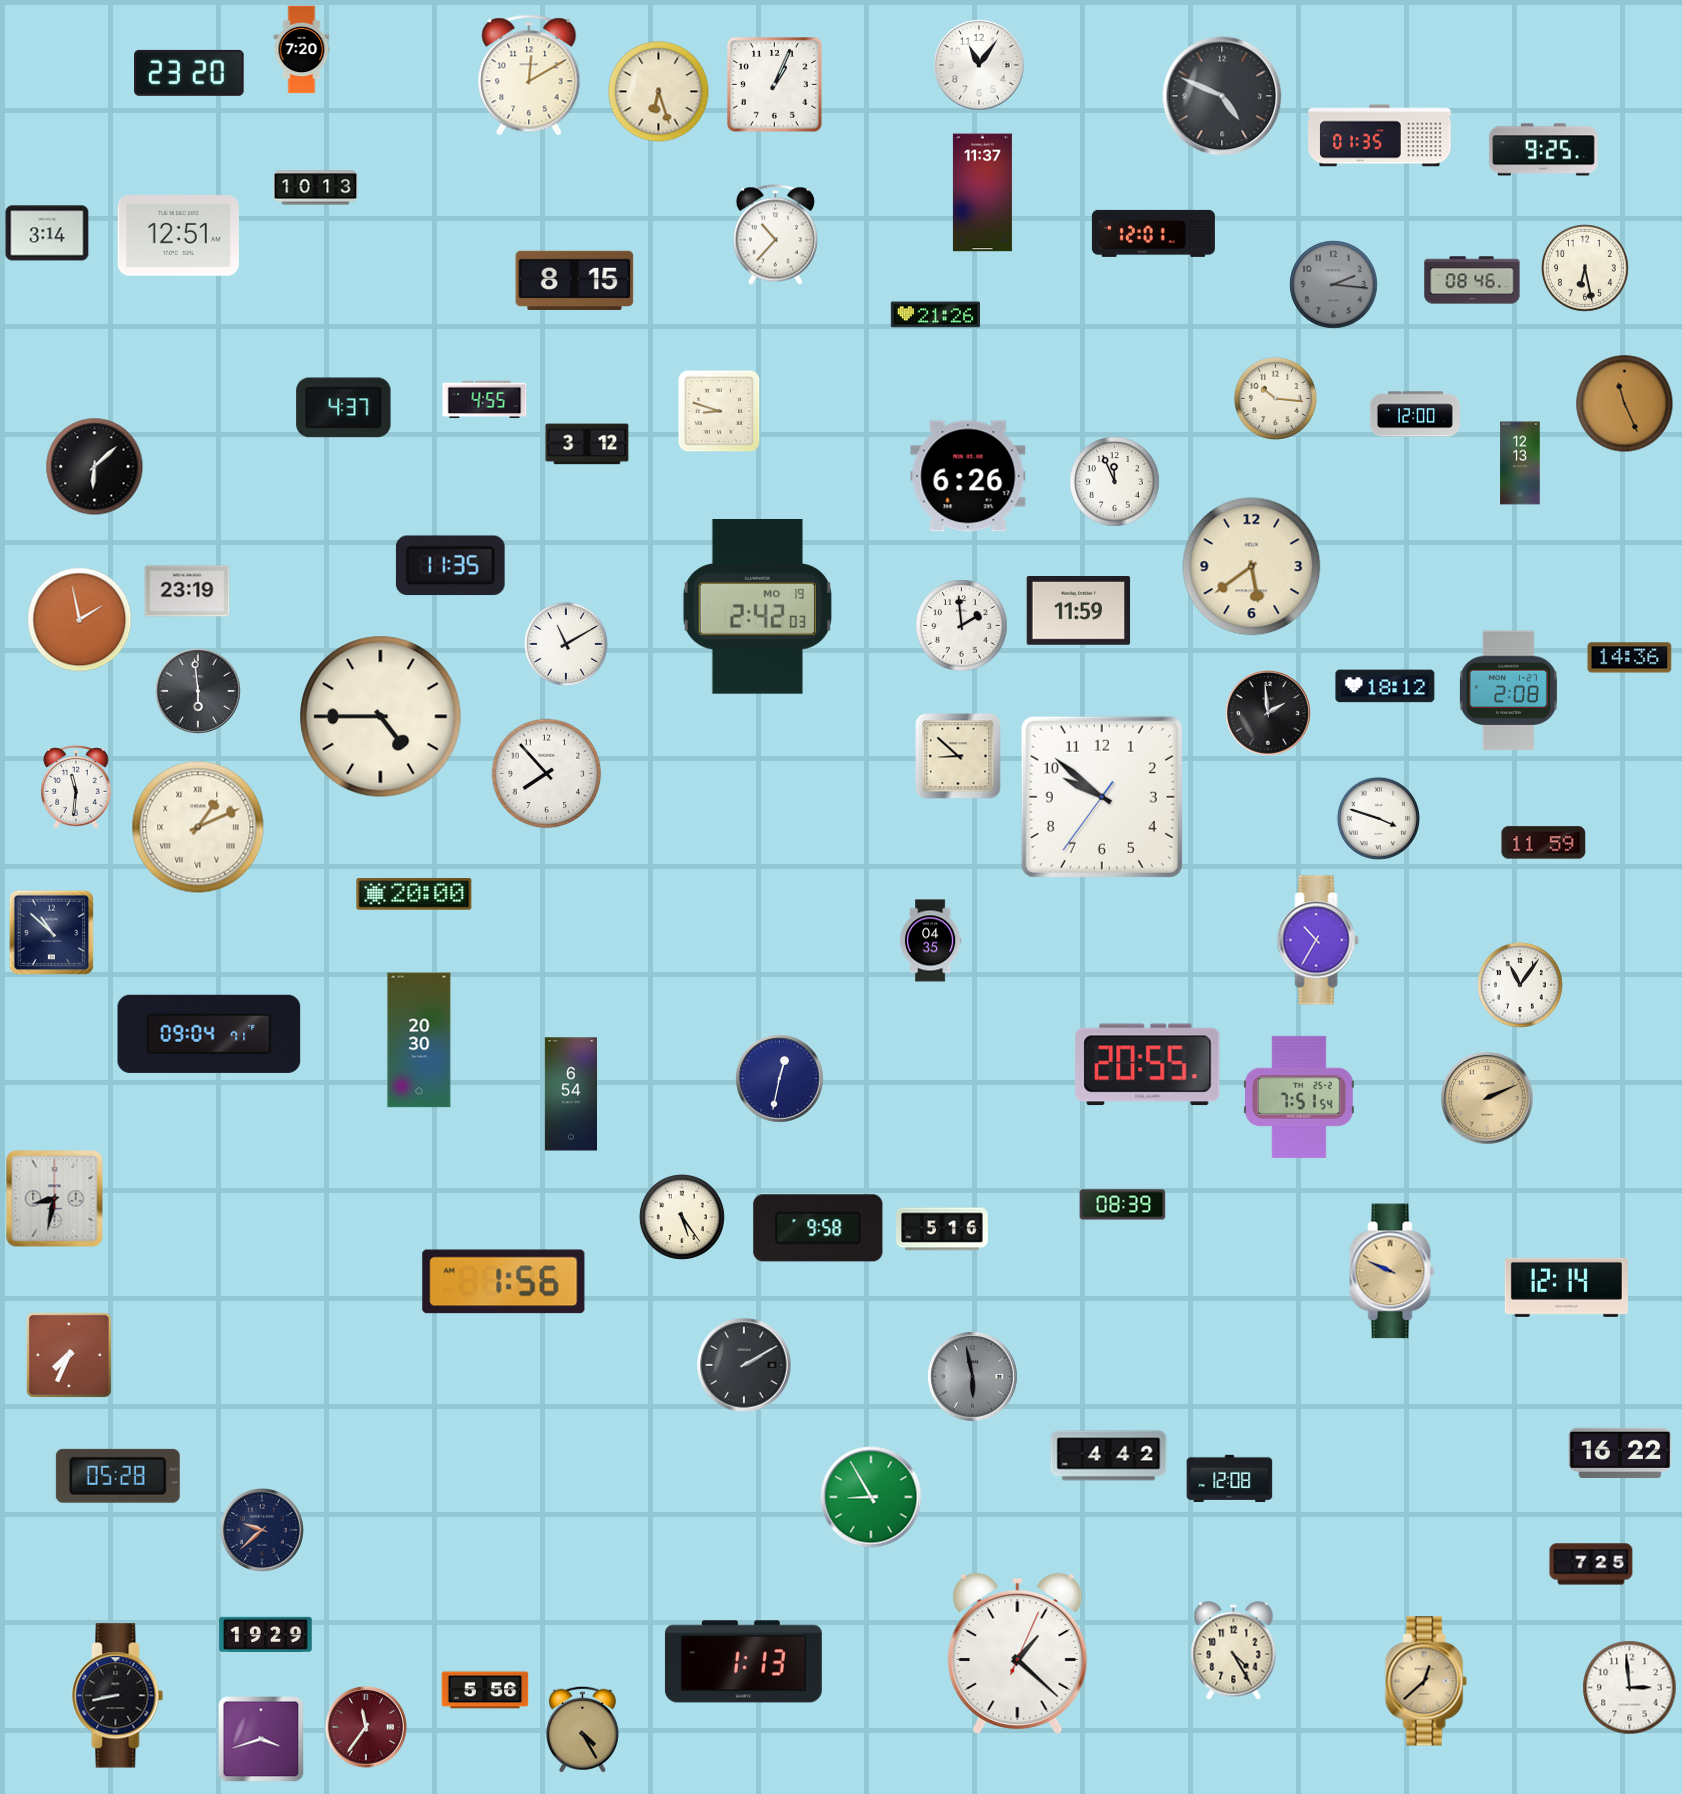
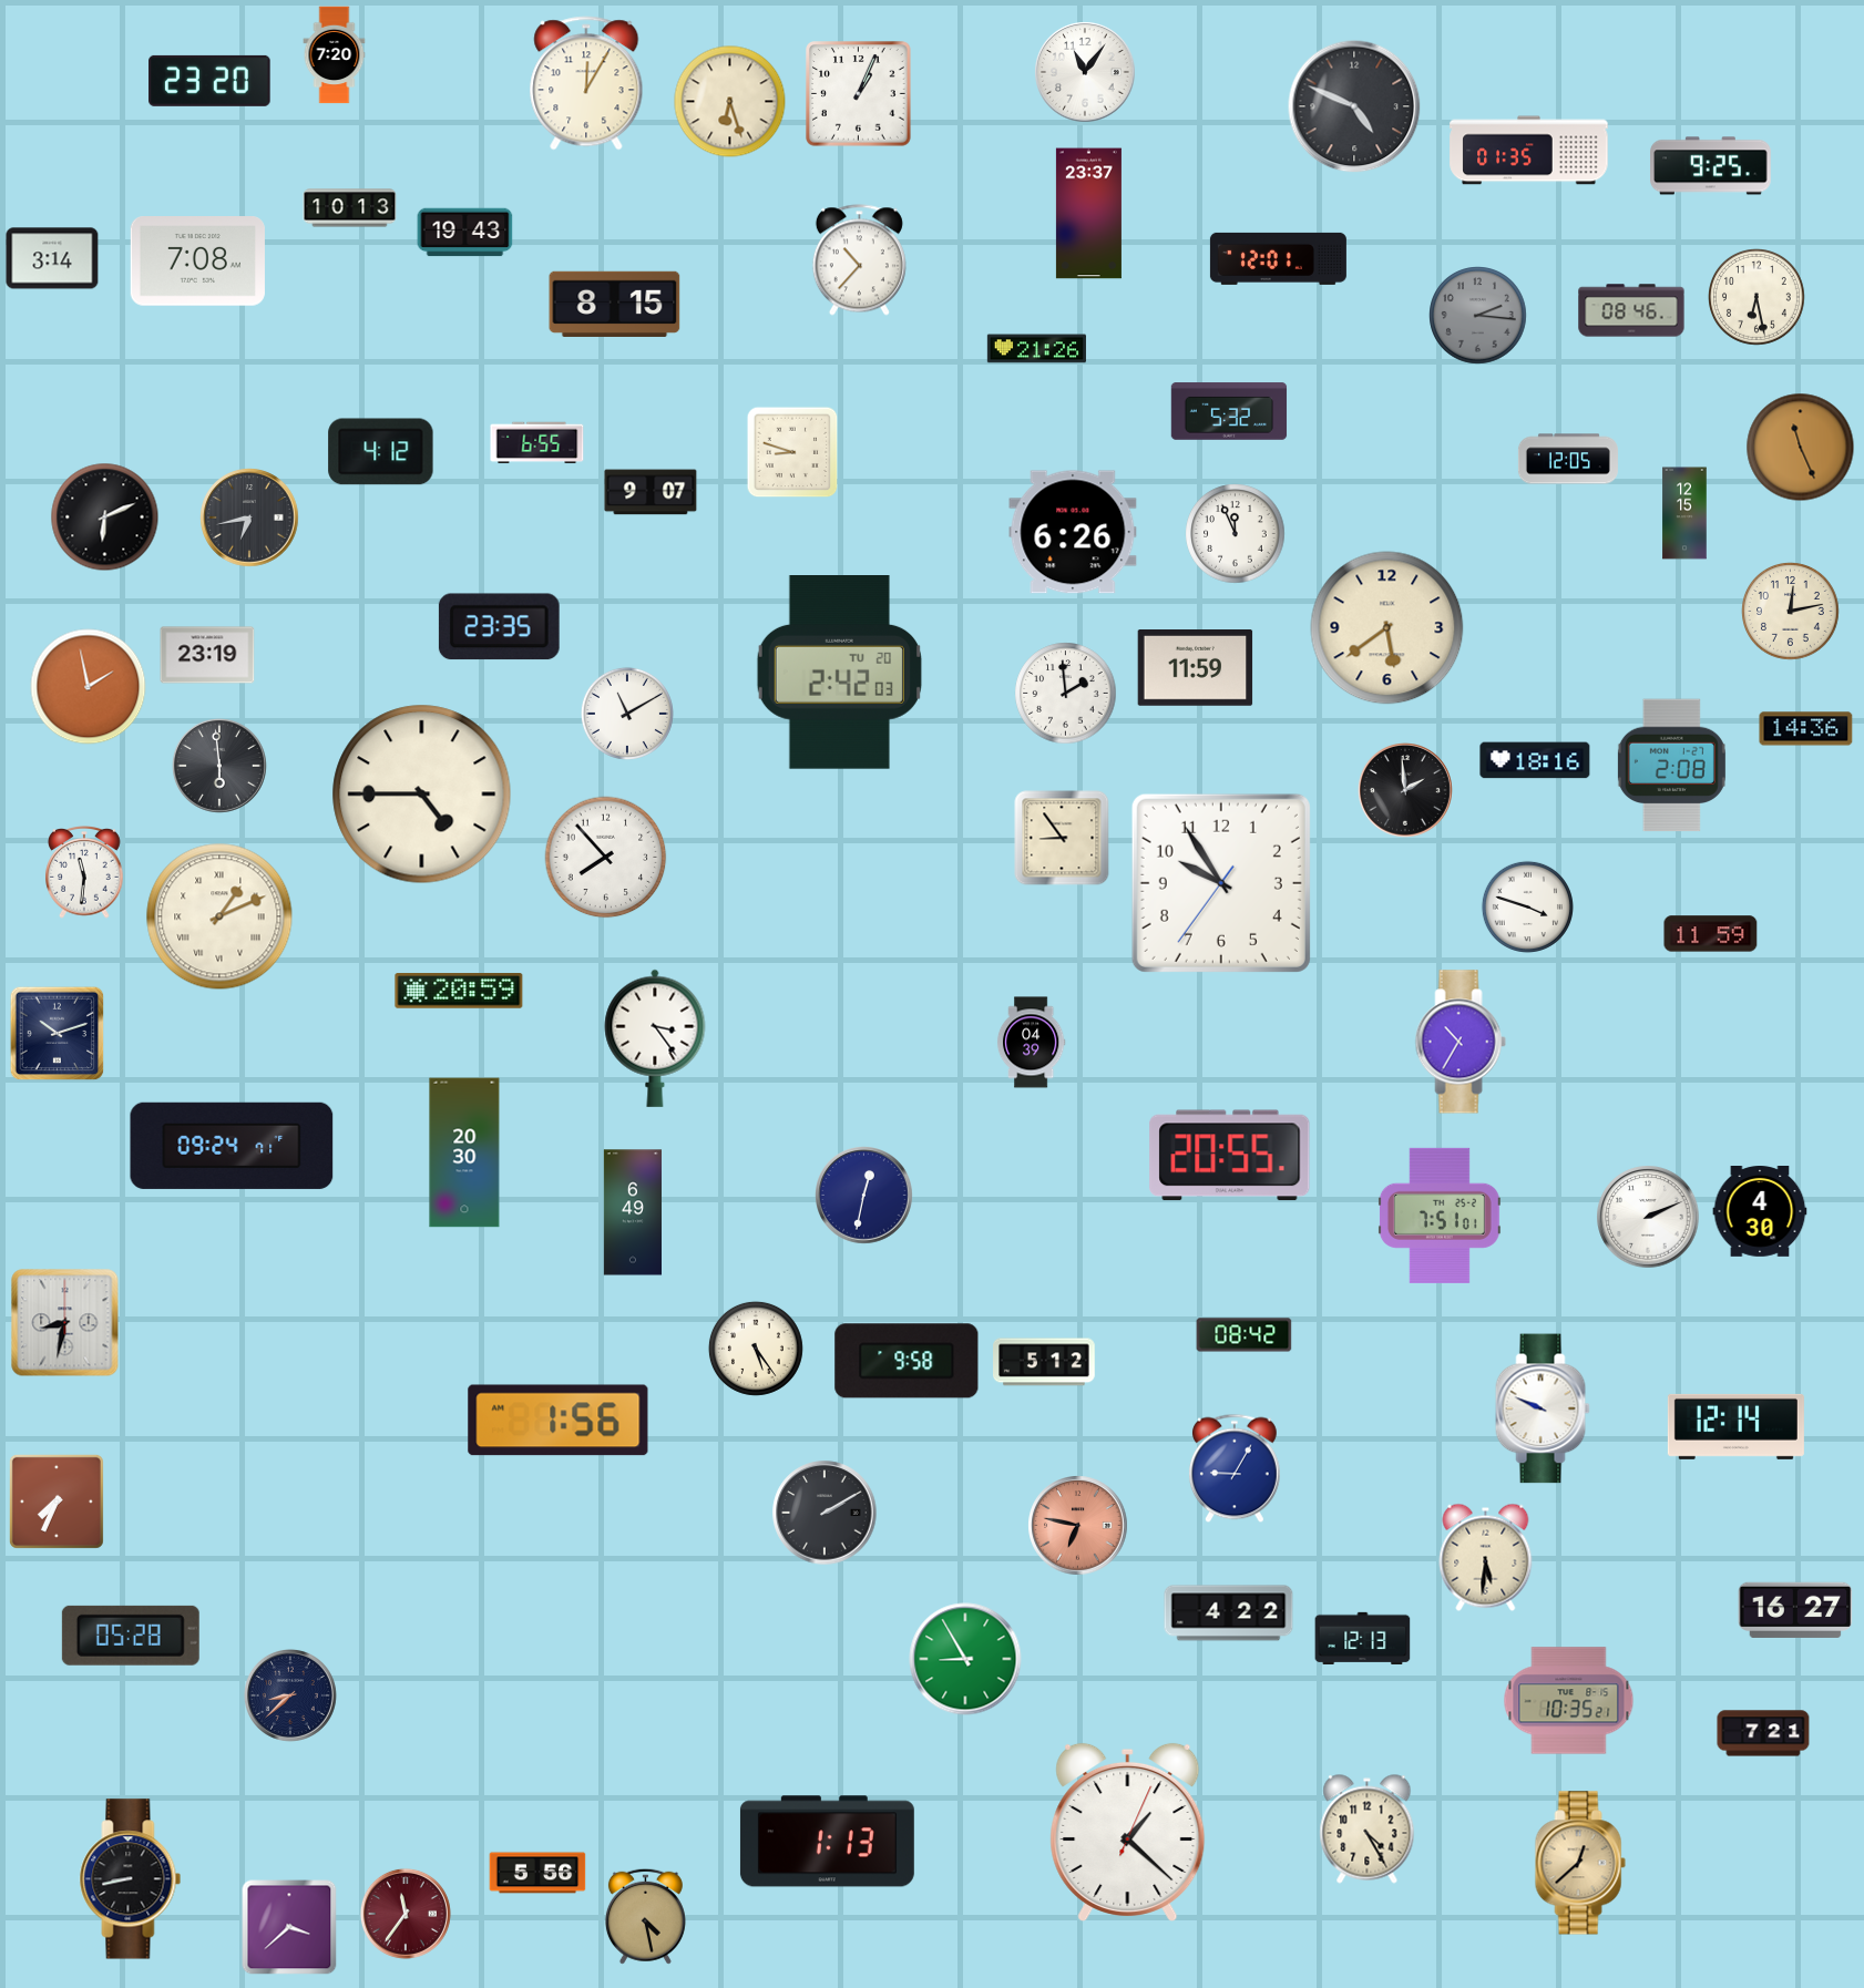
clock at (529, 75): 12:10 -> 12:05
clock at (982, 193): 11:37 -> 23:37
clock at (465, 233): none -> 19:43
clock at (178, 236): 12:51 -> 7:08
clock at (575, 280) position: (575, 280) -> (615, 304)
clock at (1229, 411): none -> 5:32
clock at (1275, 398): 10:16 -> none
clock at (485, 400): 4:55 -> 6:55
clock at (344, 408): 4:37 -> 4:12
clock at (719, 411) position: (719, 411) -> (792, 452)
clock at (1415, 414): 12:00 -> 12:05
clock at (587, 444): 3:12 -> 9:07
clock at (1520, 463): 12:13 -> 12:15
clock at (95, 467): 6:08 -> 6:11
clock at (249, 518): none -> 6:43
clock at (968, 476) position: (968, 476) -> (1073, 532)
clock at (1791, 612): none -> 12:13
clock at (450, 566): 11:35 -> 23:35
clock at (757, 607) date: MO 19 -> TU 20
clock at (1079, 611) position: (1079, 611) -> (1196, 668)
clock at (1385, 686): 18:12 -> 18:16
clock at (958, 756): 8:52 -> 8:54
clock at (1102, 797): 9:51 -> 9:54
clock at (414, 895): 20:00 -> 20:59
clock at (52, 933): 10:52 -> 10:12
clock at (655, 1038): none -> 3:24
clock at (930, 941): 04:35 -> 04:39
clock at (1520, 985): 11:06 -> none
clock at (209, 1034): 09:04 -> 09:24
clock at (1148, 1065) position: (1148, 1065) -> (1230, 1156)
clock at (570, 1094): 6:54 -> 6:49
clock at (1760, 1212): none -> 4:30
clock at (1299, 1097): 7:51:54 -> 7:51:01
clock at (1487, 1098) dial: champagne -> white
clock at (55, 1199) position: (55, 1199) -> (65, 1323)
clock at (1123, 1205): 08:39 -> 08:42
clock at (943, 1229): 5:16 -> 5:12
clock at (1392, 1271) dial: champagne -> white
clock at (1235, 1468): none -> 9:05
clock at (69, 1355) position: (69, 1355) -> (57, 1502)
clock at (973, 1377): 5:58 -> 6:47
clock at (973, 1377) dial: grey -> salmon
clock at (1486, 1557): none -> 5:31
clock at (1620, 1453): 16:22 -> 16:27
clock at (1109, 1456): 4:42 -> 4:22
clock at (1230, 1478): 12:08 -> 12:13
clock at (262, 1530): 9:38 -> 8:38
clock at (1569, 1701): none -> 10:35
clock at (1591, 1564): 7:25 -> 7:21
clock at (266, 1634): 19:29 -> none
clock at (743, 1662) position: (743, 1662) -> (827, 1842)
clock at (1630, 1688): 2:59 -> none
clock at (582, 1729): 4:25 -> 4:28
clock at (261, 1739): 3:42 -> 3:38
